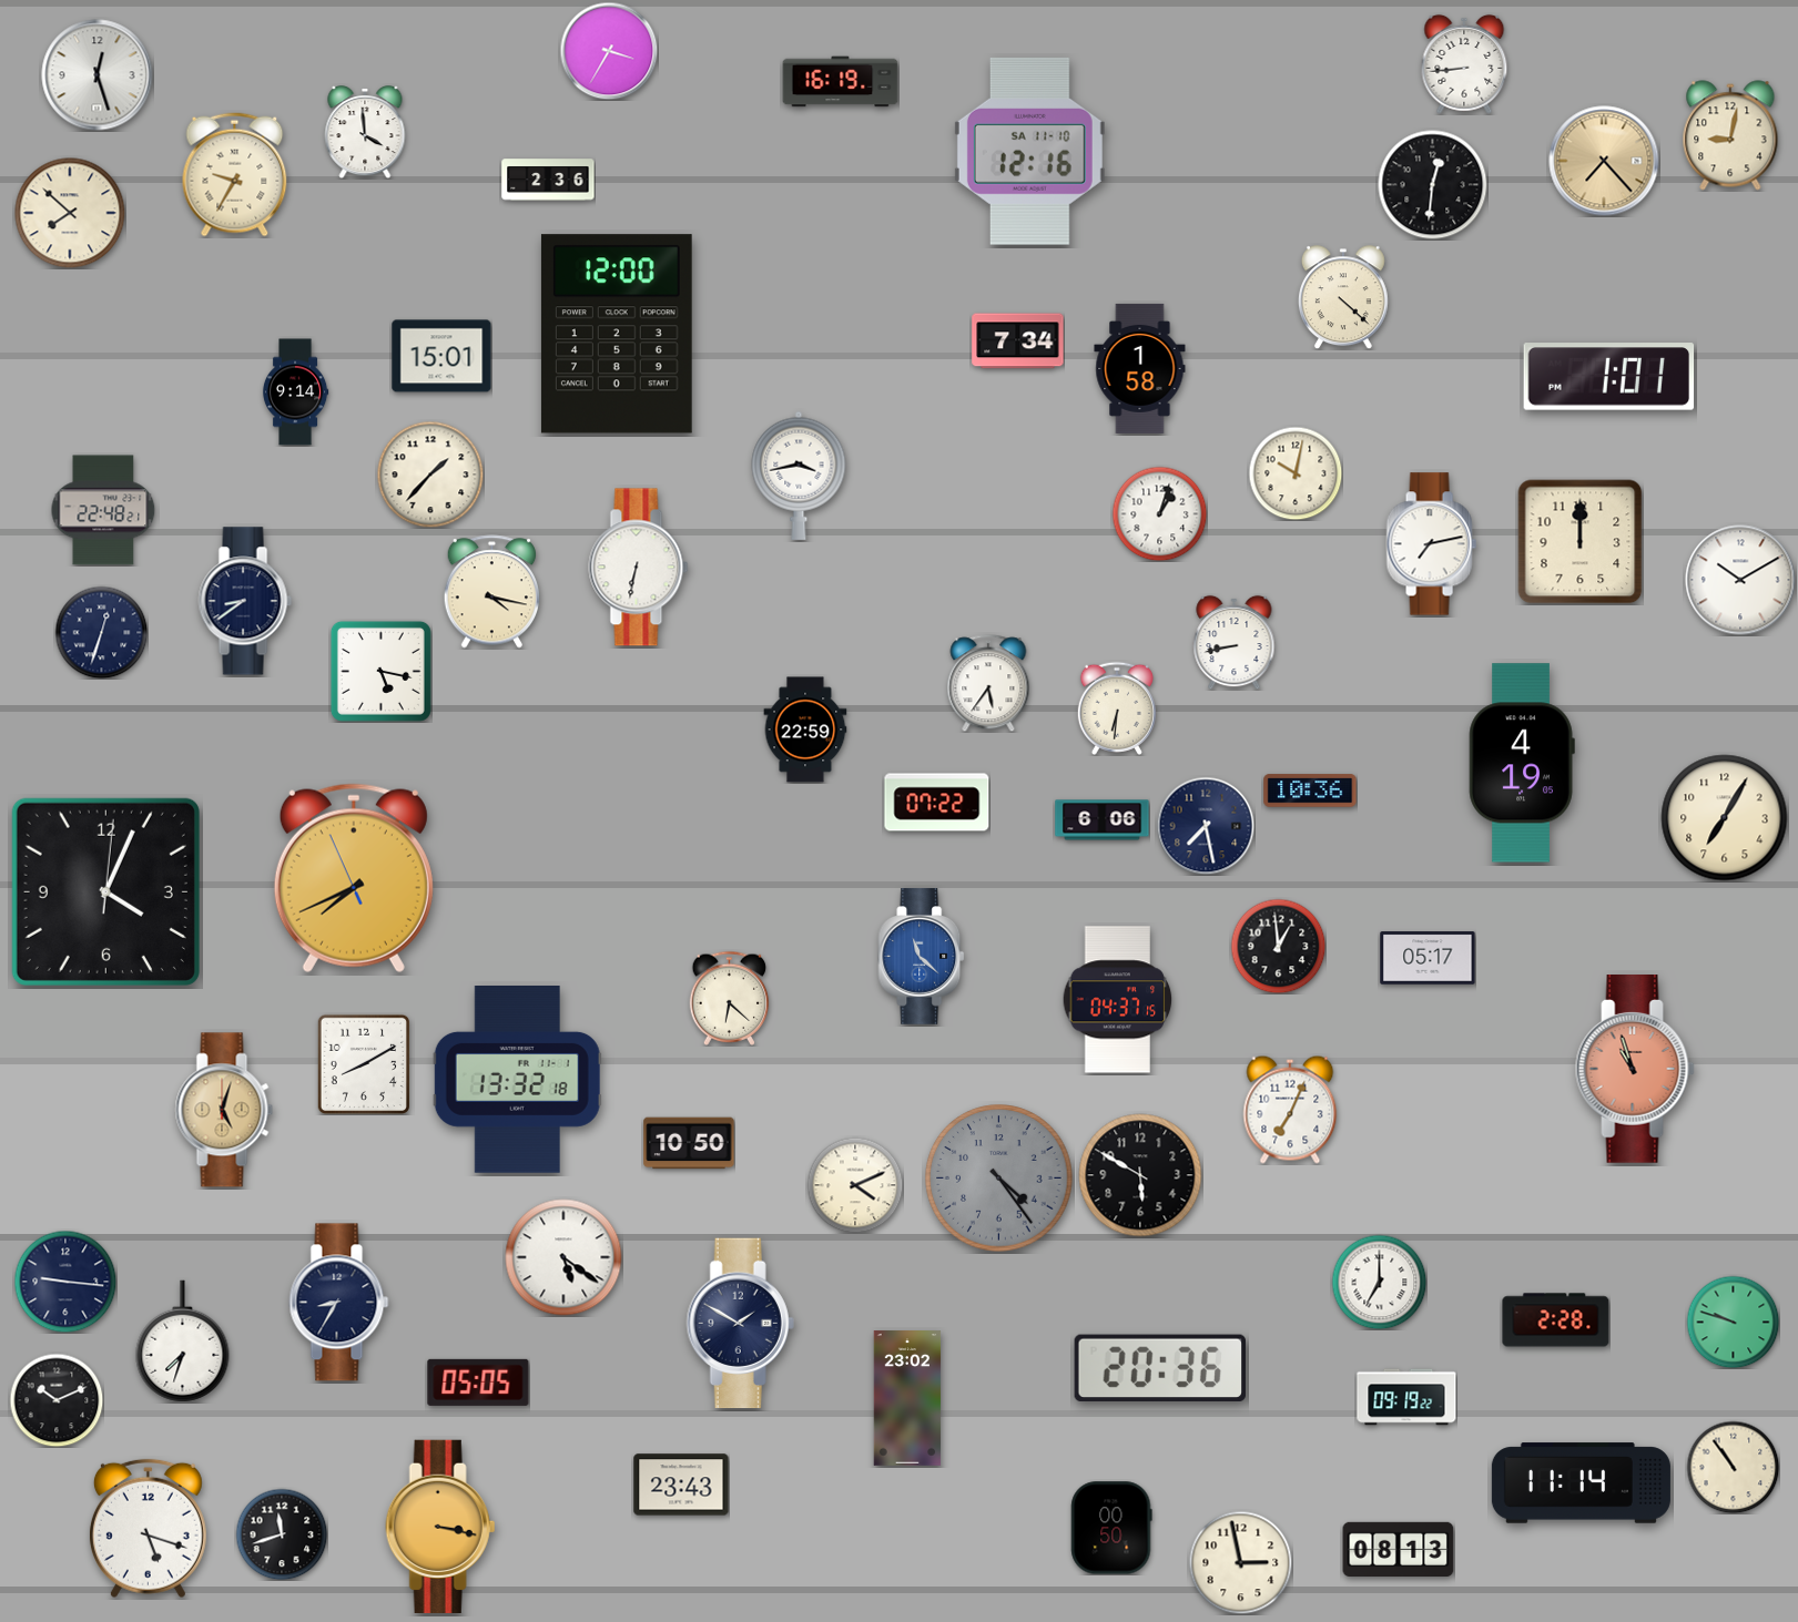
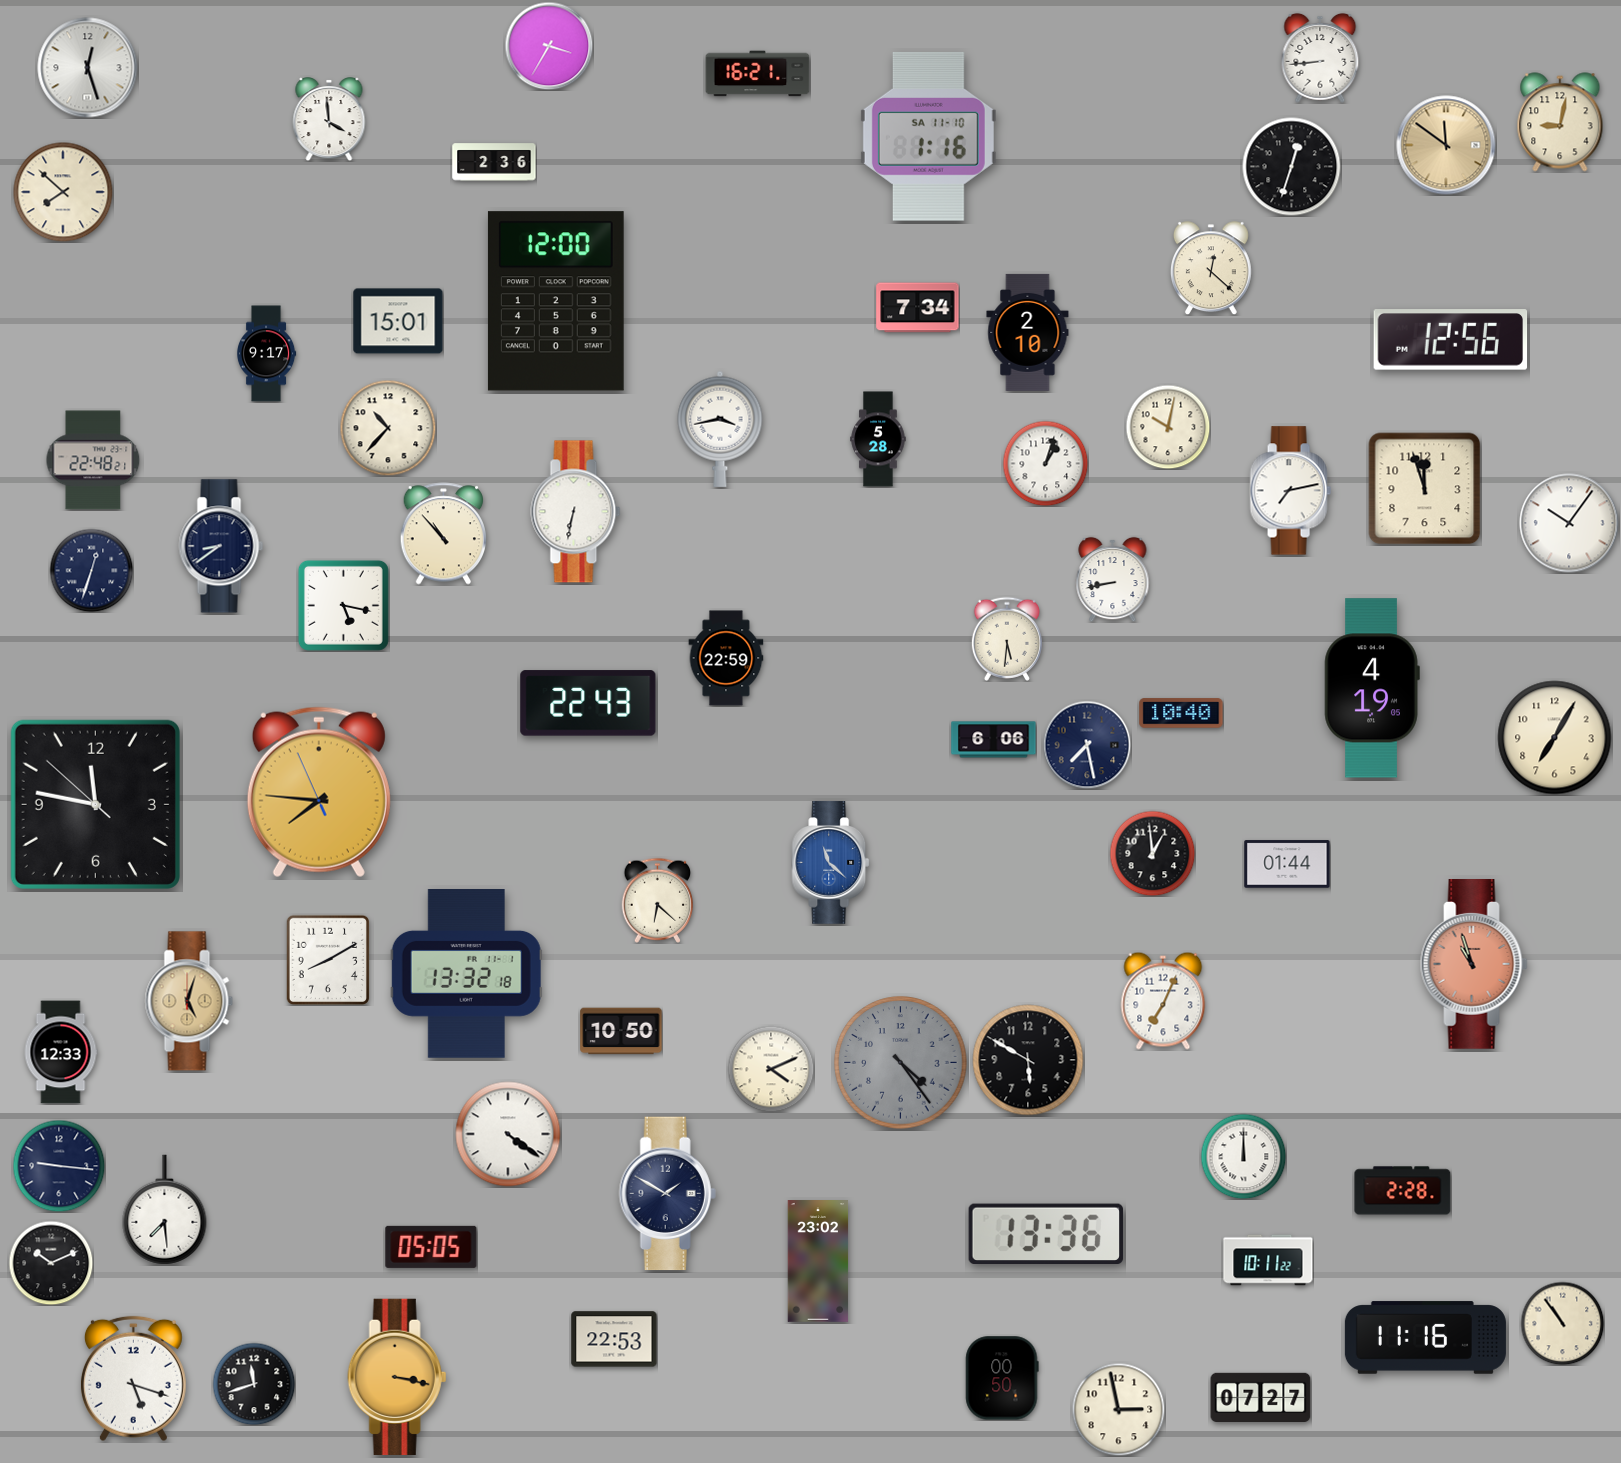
clock at (841, 82): 16:19 -> 16:21
clock at (1029, 151): 12:16 -> 1:16
clock at (1604, 161): 7:23 -> 11:51
clock at (235, 175): 9:35 -> none
clock at (1433, 185): 12:31 -> 12:33
clock at (1343, 297): 4:22 -> 12:22
clock at (1140, 368): 1:58 -> 2:10
clock at (1609, 377): 1:01 -> 12:56
clock at (295, 392): 9:14 -> 9:17
clock at (430, 475): 1:37 -> 10:37
clock at (878, 439): none -> 5:28
clock at (1581, 542): 12:00 -> 11:57
clock at (1740, 580): 10:10 -> 10:06
clock at (492, 592): 4:17 -> 10:53
clock at (245, 601) position: (245, 601) -> (221, 546)
clock at (988, 683): 5:36 -> none
clock at (1117, 708): 6:31 -> 5:31
clock at (588, 703): none -> 22:43
clock at (1310, 790): 10:36 -> 10:40
clock at (937, 803): 07:22 -> none
clock at (354, 878): 7:40 -> 7:45
clock at (105, 891): 4:04 -> 11:46
clock at (1428, 958): 05:17 -> 01:44
clock at (1118, 1000): 04:37 -> none
clock at (224, 1110) position: (224, 1110) -> (189, 1001)
clock at (61, 1052): none -> 12:33
clock at (563, 1257): 5:21 -> 4:21
clock at (65, 1282) position: (65, 1282) -> (59, 1166)
clock at (1379, 1282): 7:00 -> 12:00
clock at (339, 1303): 8:35 -> none
clock at (1733, 1322): 9:48 -> none
clock at (183, 1342): 7:33 -> 7:29
clock at (1160, 1367): 20:36 -> 13:36
clock at (1406, 1397): 09:19 -> 10:11
clock at (1581, 1483): 11:14 -> 11:16
clock at (681, 1485): 23:43 -> 22:53
clock at (1399, 1549): 08:13 -> 07:27
